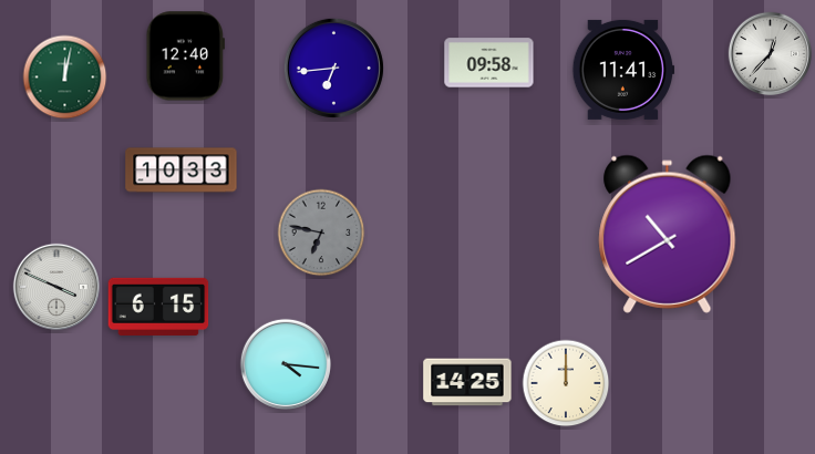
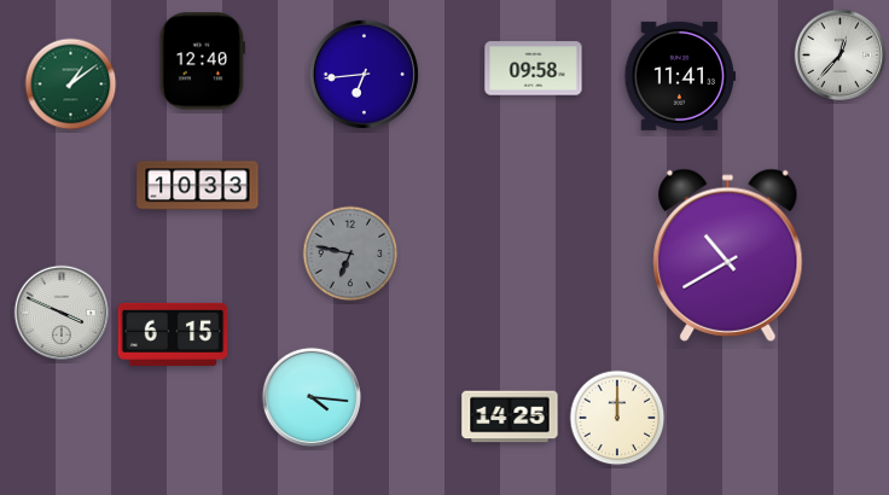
clock at (771, 54) position: (771, 54) -> (841, 56)
clock at (65, 78): 12:02 -> 1:09
